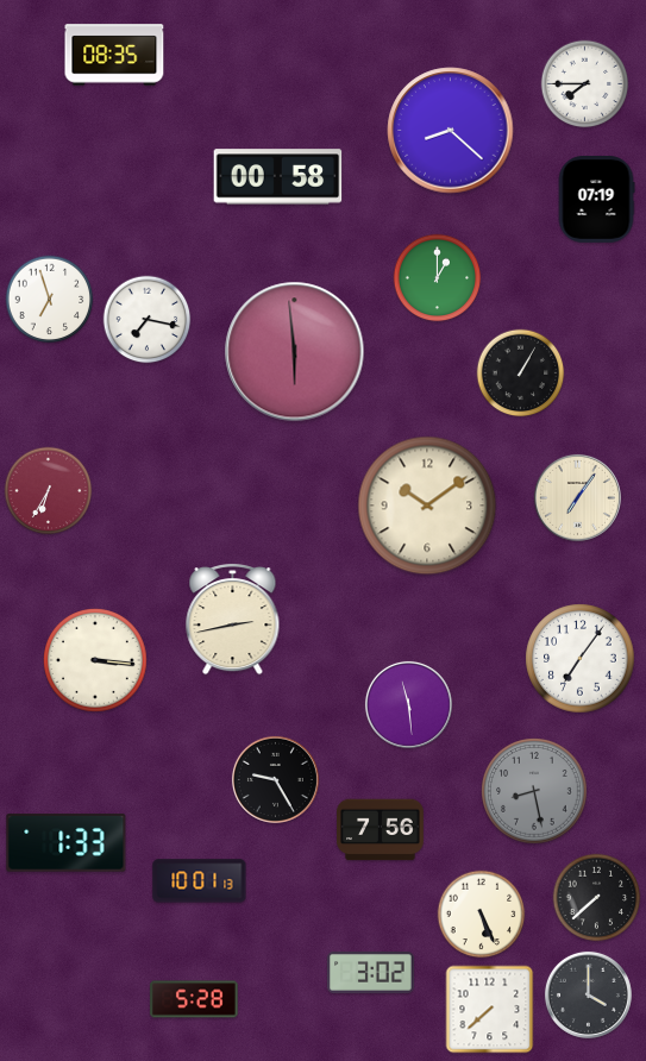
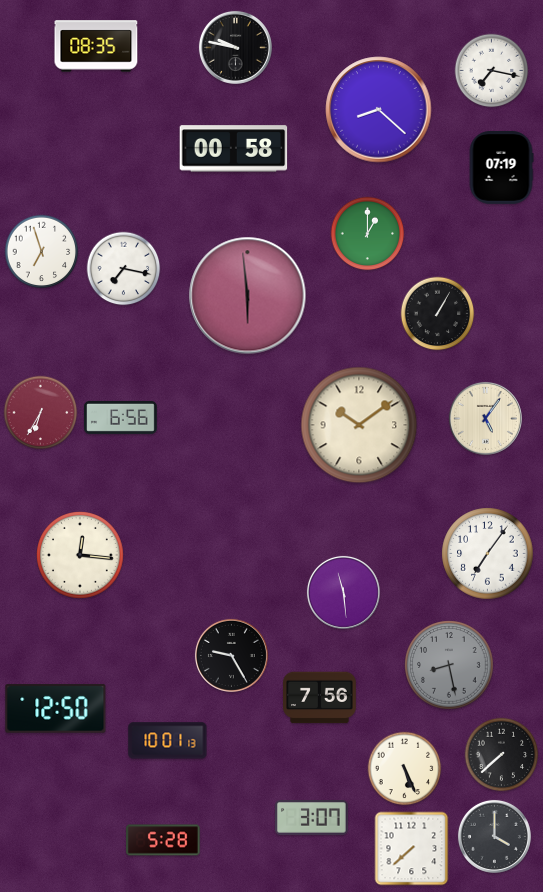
clock at (235, 47): none -> 9:47
clock at (585, 84): 7:45 -> 7:17
clock at (121, 417): none -> 6:56
clock at (577, 497): 7:06 -> 5:06
clock at (233, 620): 2:43 -> none
clock at (96, 661): 3:16 -> 12:16
clock at (67, 843): 1:33 -> 12:50
clock at (371, 973): 3:02 -> 3:07
